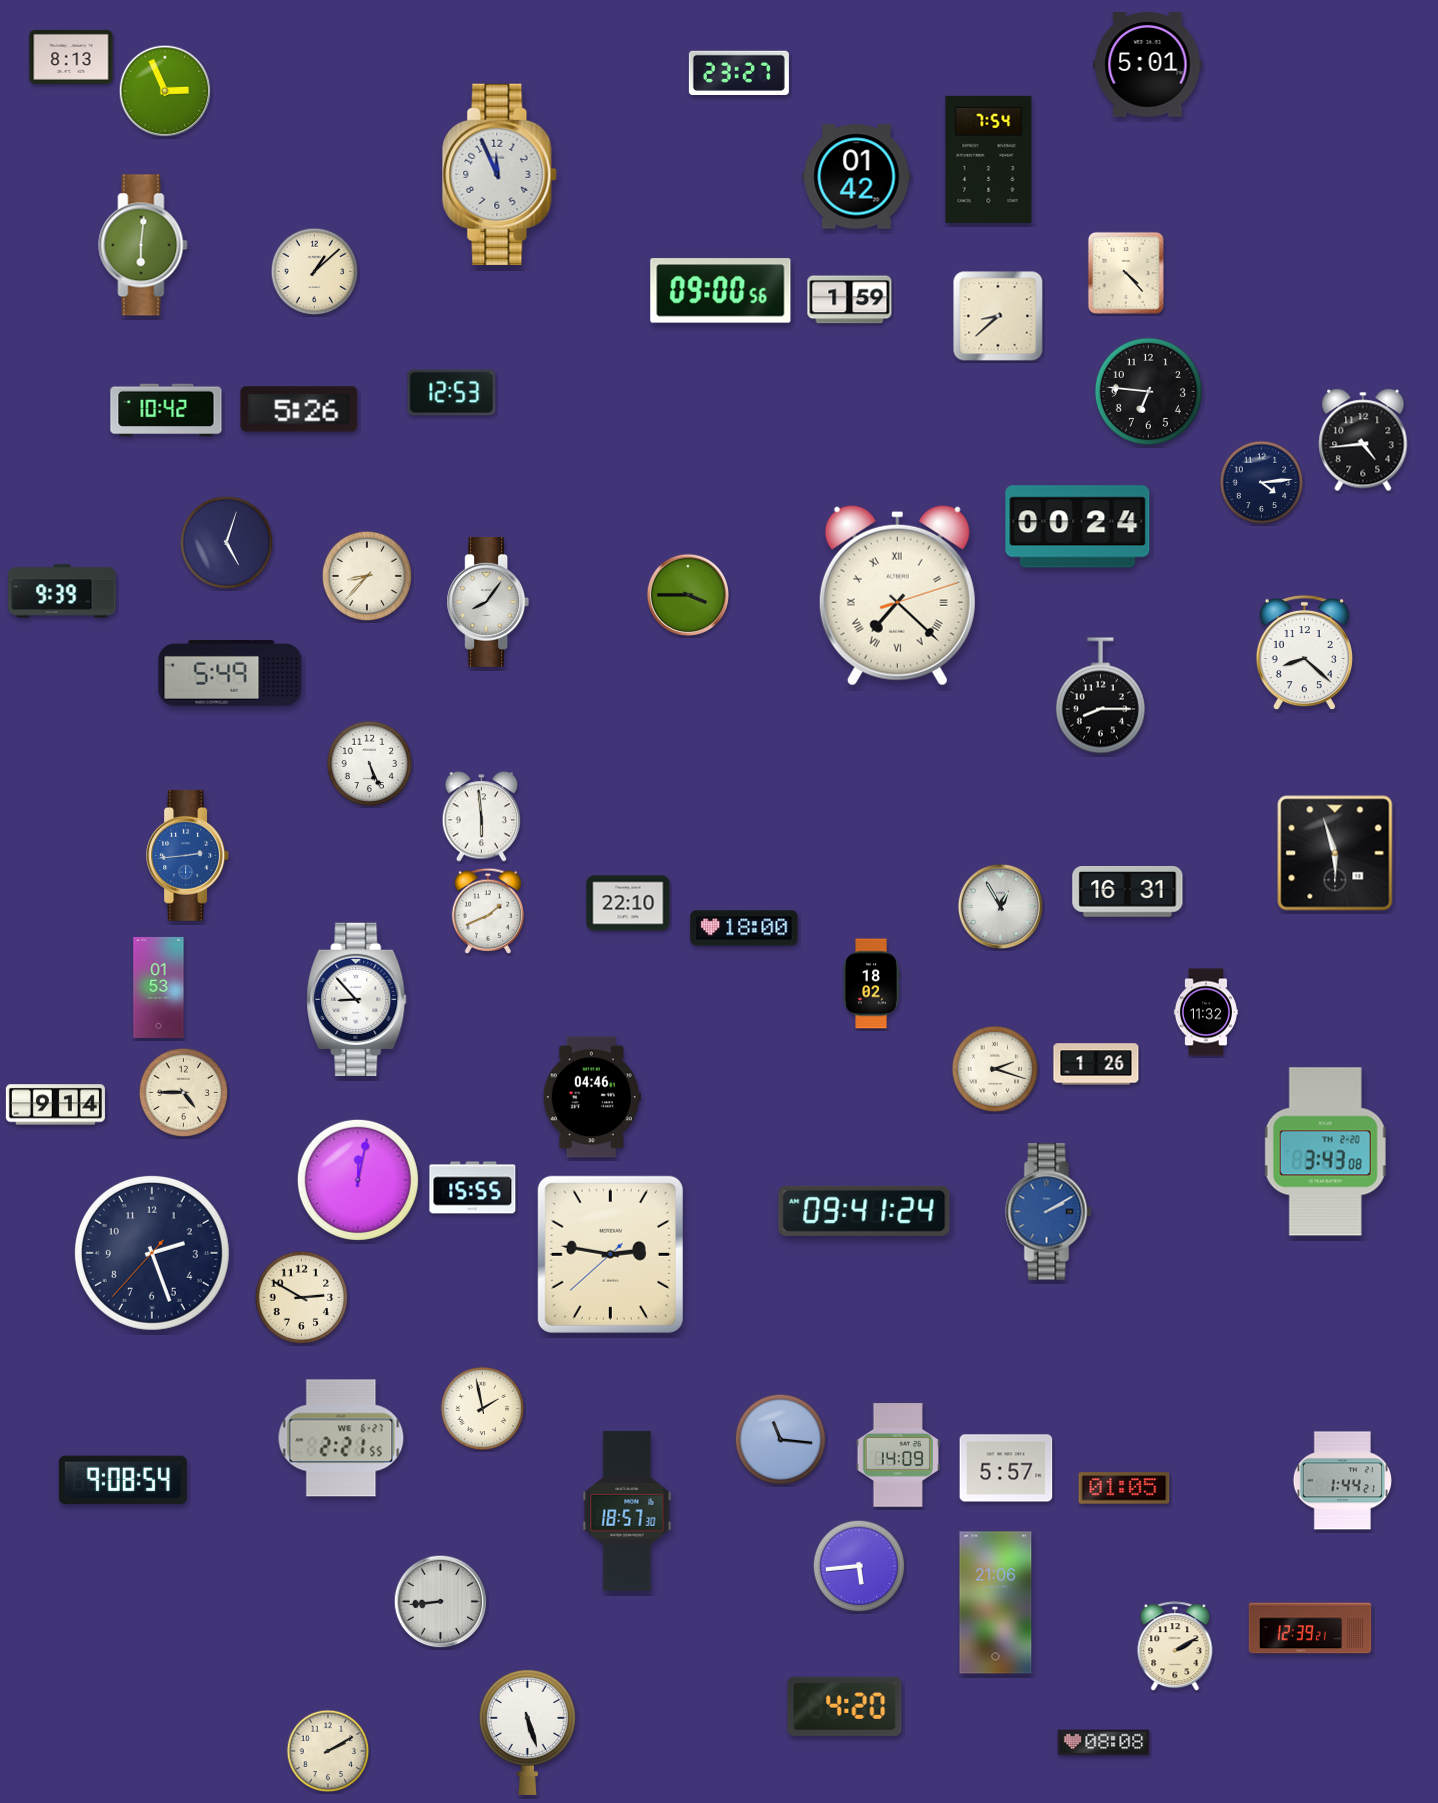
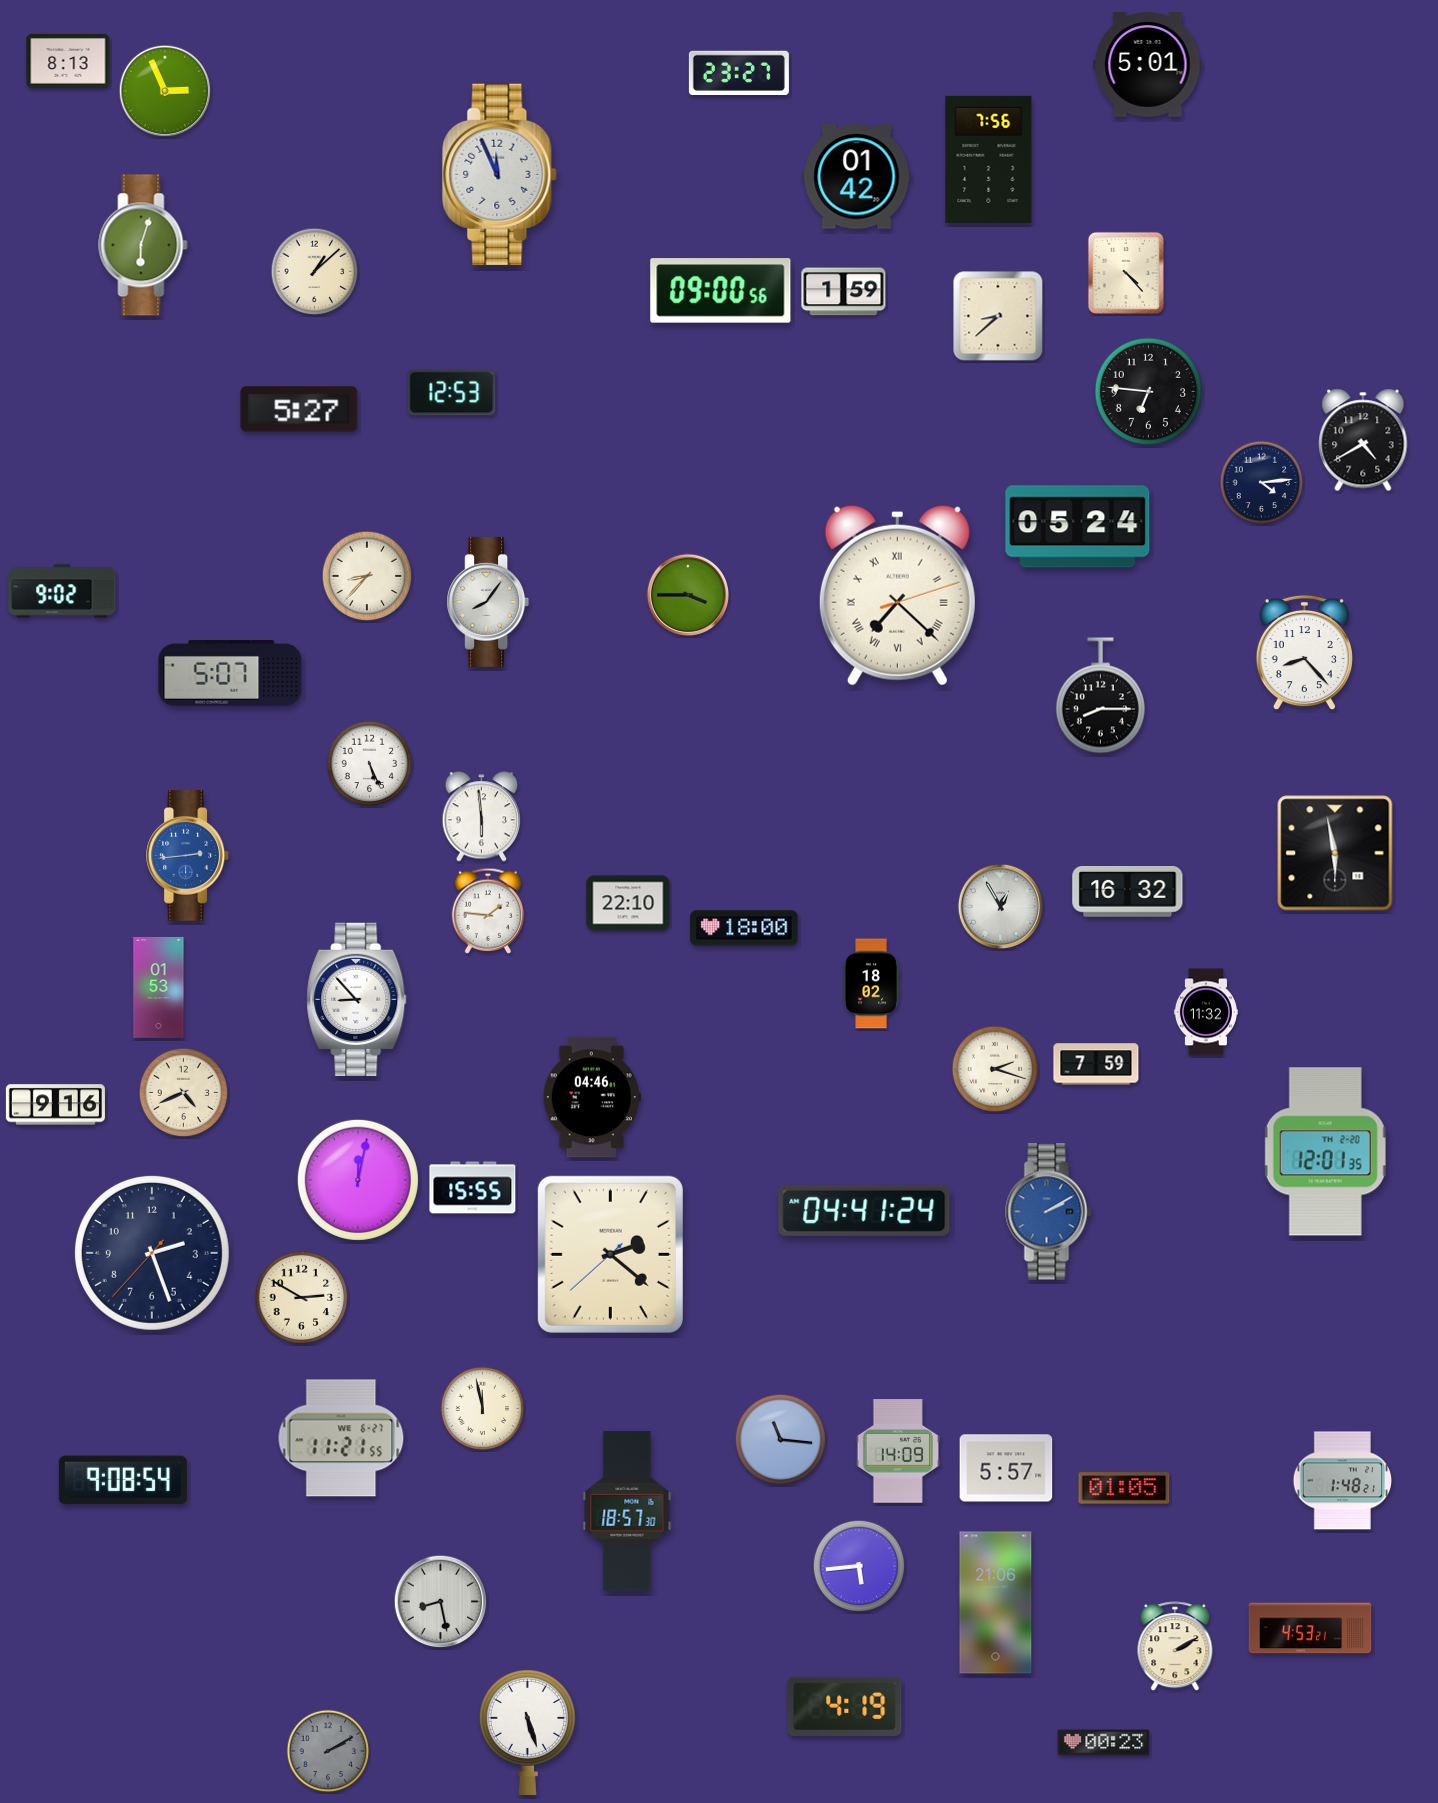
clock at (71, 57) position: (71, 57) -> (68, 61)
clock at (989, 159): 7:54 -> 7:56
clock at (143, 245): 6:01 -> 6:03
clock at (850, 300) position: (850, 300) -> (844, 292)
clock at (299, 409): 5:26 -> 5:27
clock at (166, 410): 10:42 -> none
clock at (1363, 440): 4:44 -> 4:40
clock at (1078, 527): 00:24 -> 05:24
clock at (227, 543): 5:03 -> none
clock at (62, 591): 9:39 -> 9:02
clock at (1304, 653): 8:22 -> 8:23
clock at (230, 674): 5:49 -> 5:07
clock at (1335, 853): 5:57 -> 5:58
clock at (1128, 892): 16:31 -> 16:32
clock at (487, 911): 1:41 -> 1:46
clock at (1096, 1064): 1:26 -> 7:59
clock at (184, 1093): 4:45 -> 4:41
clock at (55, 1105): 9:14 -> 9:16
clock at (1325, 1152): 3:43 -> 12:01
clock at (864, 1211): 09:41 -> 04:41
clock at (610, 1254): 2:46 -> 2:21
clock at (483, 1409): 1:58 -> 11:58
clock at (341, 1438): 2:21 -> 11:21
clock at (897, 1455) position: (897, 1455) -> (897, 1451)
clock at (1342, 1481): 1:44 -> 1:48
clock at (441, 1602): 8:44 -> 8:28
clock at (1310, 1628): 12:39 -> 4:53
clock at (845, 1706): 4:20 -> 4:19
clock at (1104, 1743): 08:08 -> 00:23
clock at (328, 1751) dial: cream -> grey
